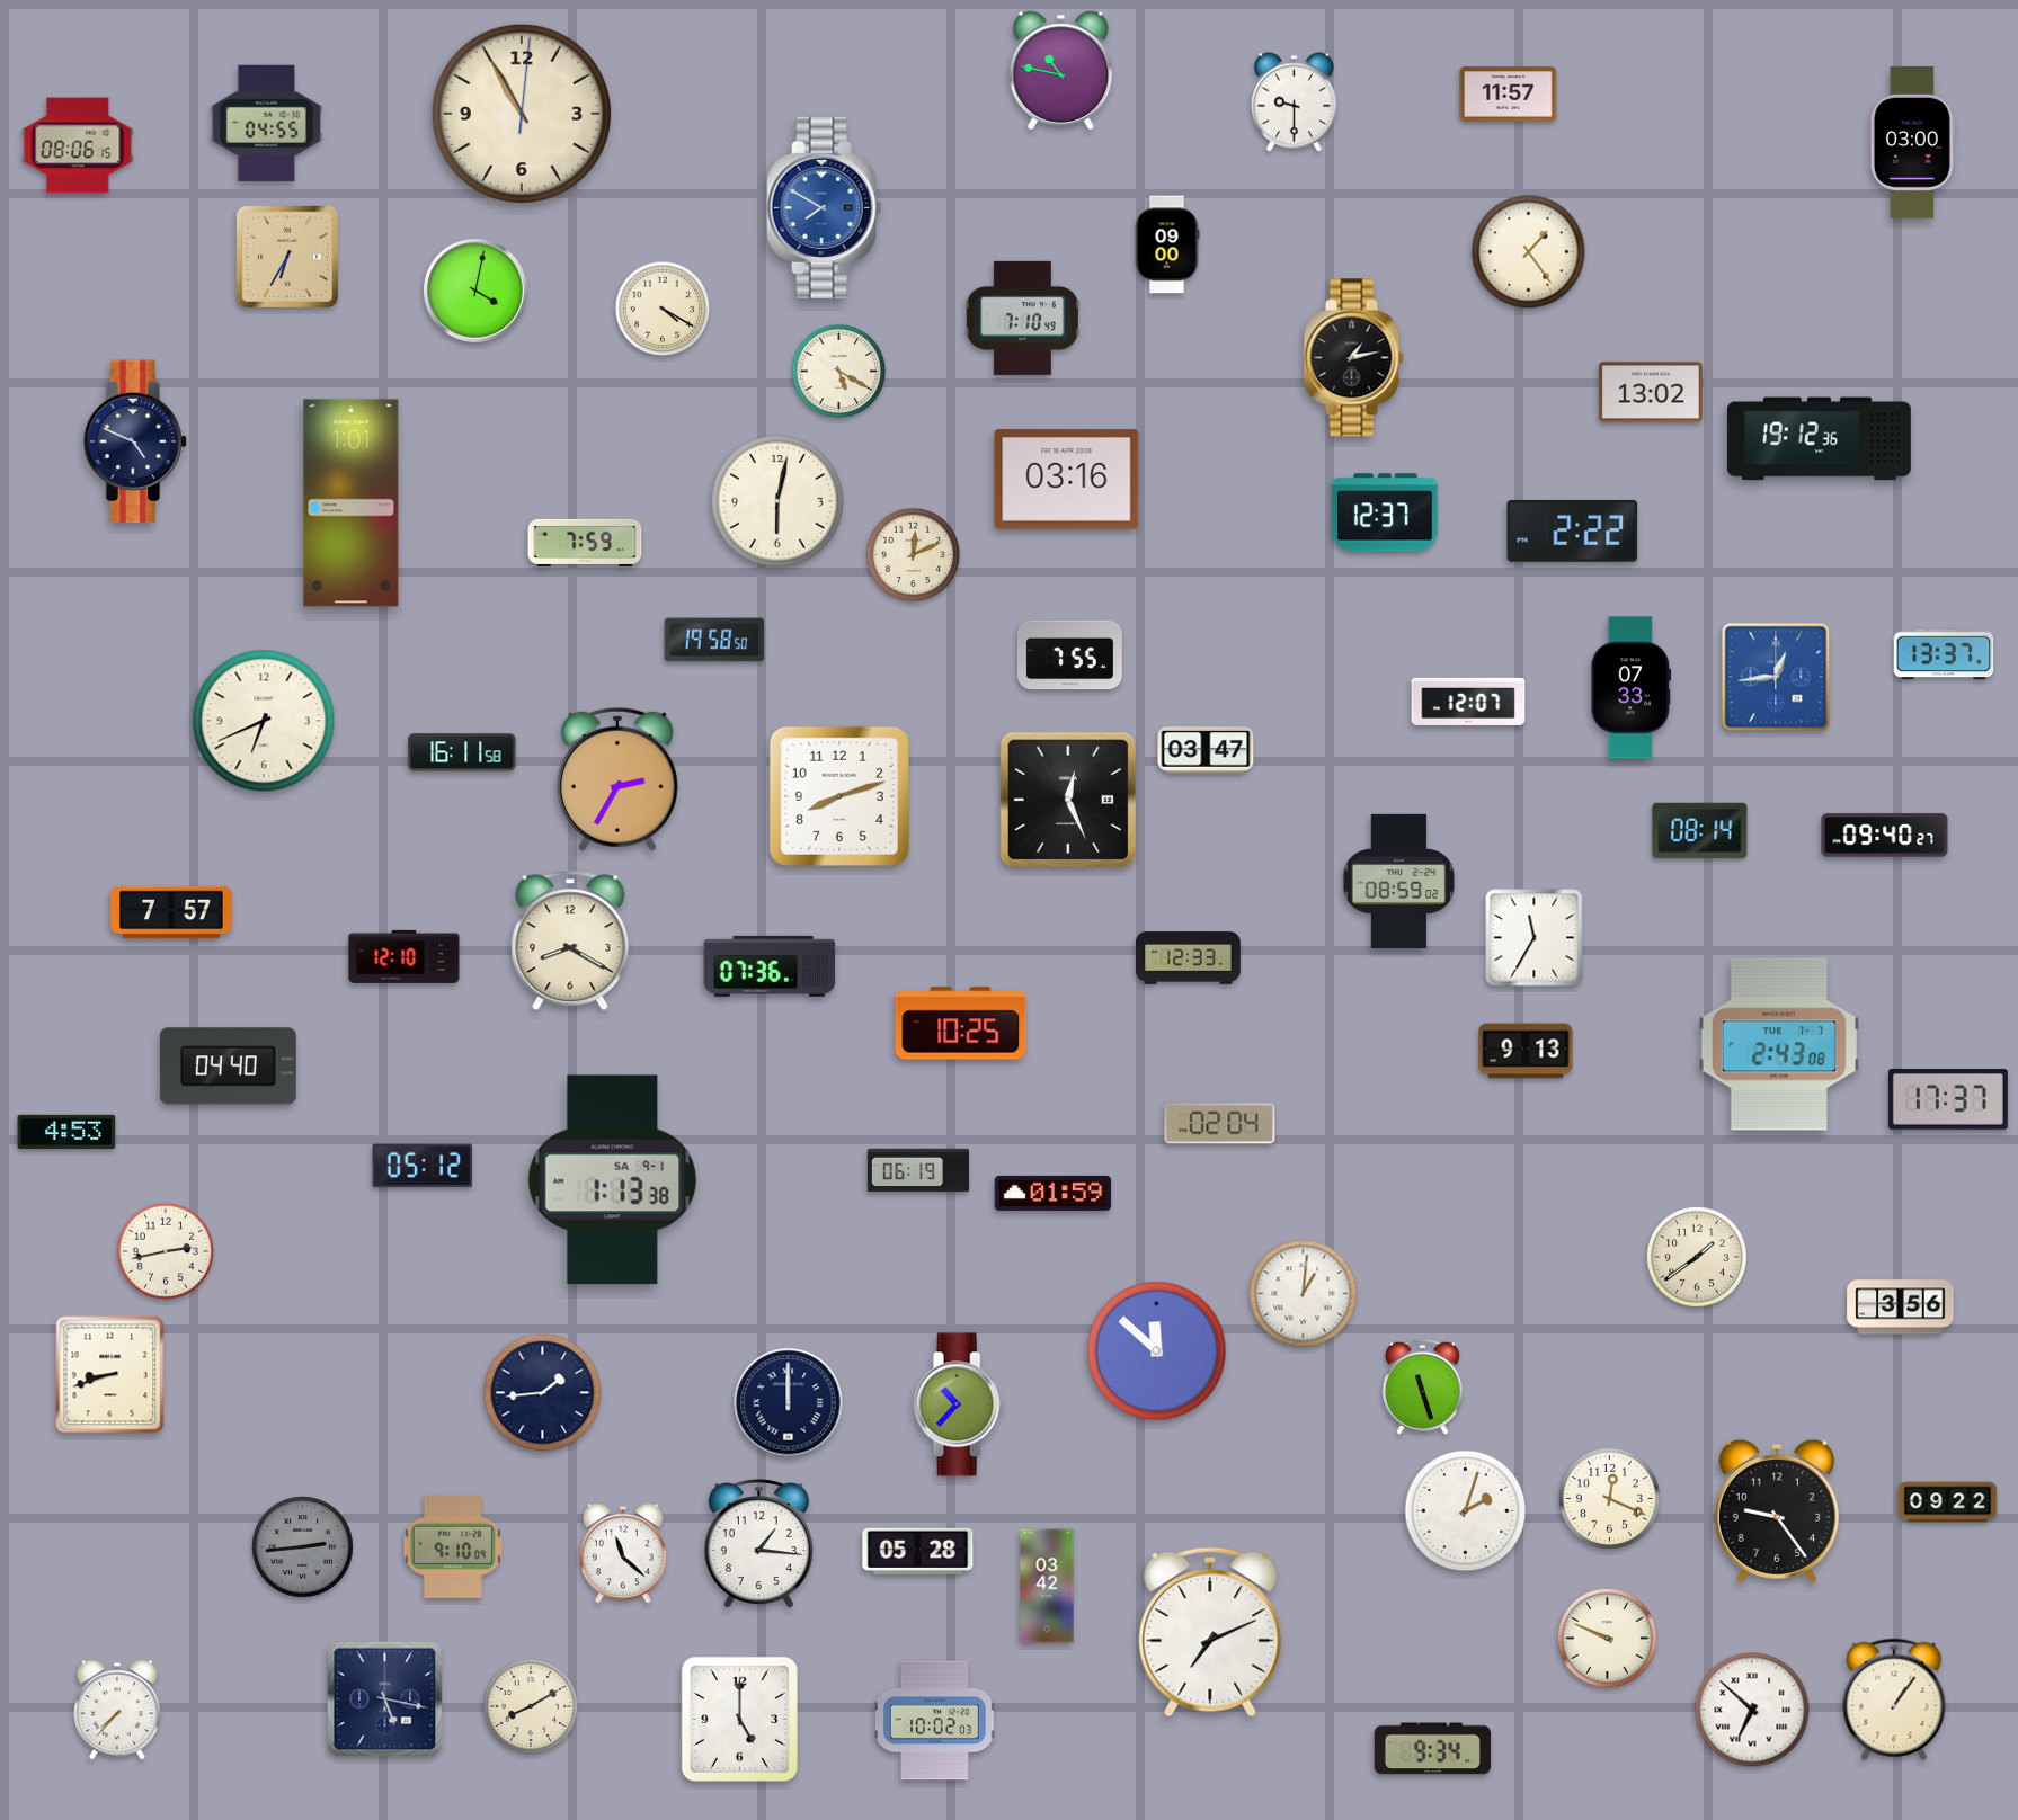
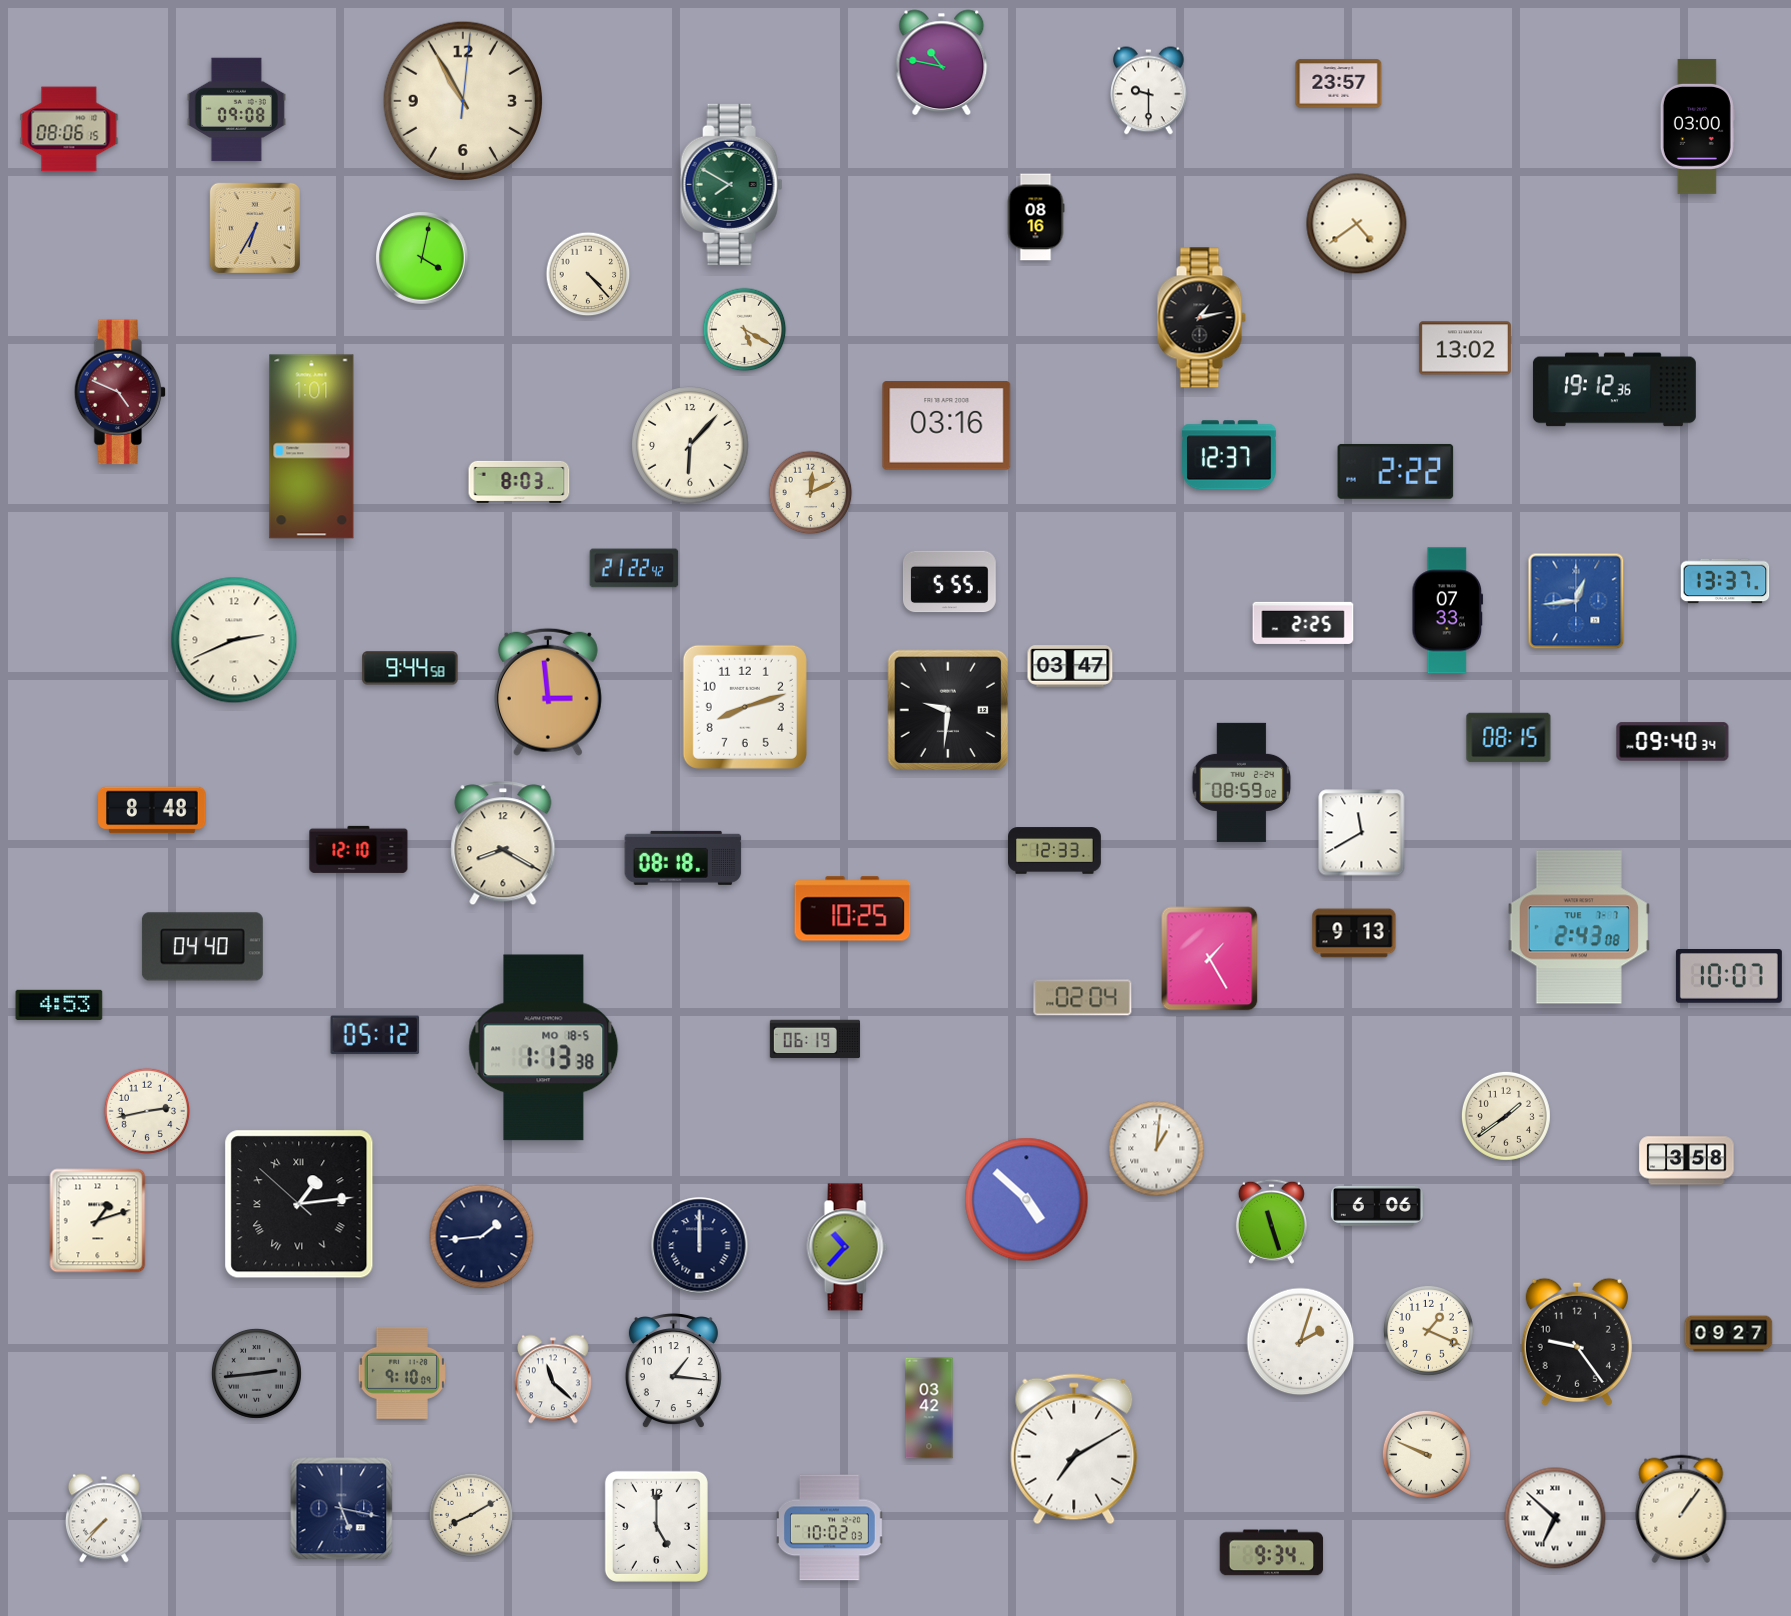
clock at (1509, 95): 11:57 -> 23:57
clock at (266, 124): 04:55 -> 09:08
clock at (825, 207) dial: blue -> green
clock at (1167, 244): 09:00 -> 08:16
clock at (1529, 252): 1:24 -> 4:39
clock at (663, 309): 4:20 -> 4:23
clock at (1022, 318): 7:10 -> none
clock at (135, 441) dial: navy -> burgundy
clock at (777, 501): 6:02 -> 6:07
clock at (585, 543): 7:59 -> 8:03
clock at (714, 640): 19:58 -> 21:22
clock at (1069, 655): 7:55 -> 5:55
clock at (1468, 702): 12:07 -> 2:25
clock at (264, 721): 6:41 -> 2:41
clock at (462, 752): 16:11 -> 9:44
clock at (617, 779): 2:35 -> 2:59
clock at (1068, 800): 12:26 -> 9:31
clock at (1700, 831): 08:14 -> 08:15
clock at (1885, 836): 09:40:27 -> 09:40:34
clock at (171, 912): 7:57 -> 8:48
clock at (1535, 938): 11:35 -> 11:40
clock at (570, 940) position: (570, 940) -> (503, 843)
clock at (770, 966): 07:36 -> 08:18
clock at (1210, 959): none -> 1:25
clock at (1948, 1100): 17:37 -> 10:07
clock at (613, 1180) date: SA 9-1 -> MO 18-5
clock at (1054, 1193): 01:59 -> none
clock at (1901, 1308): 3:56 -> 3:58
clock at (1157, 1351): 11:52 -> 4:52
clock at (299, 1204): none -> 1:13
clock at (1377, 1206): none -> 6:06
clock at (110, 1375): 8:42 -> 1:12
clock at (1422, 1386) position: (1422, 1386) -> (1271, 1221)
clock at (959, 1404) position: (959, 1404) -> (847, 1247)
clock at (1609, 1498): 12:19 -> 1:19
clock at (1948, 1502): 09:22 -> 09:27
clock at (302, 1546) position: (302, 1546) -> (256, 1373)
clock at (918, 1551): 05:28 -> none
clock at (1210, 1632): 7:11 -> 7:10
